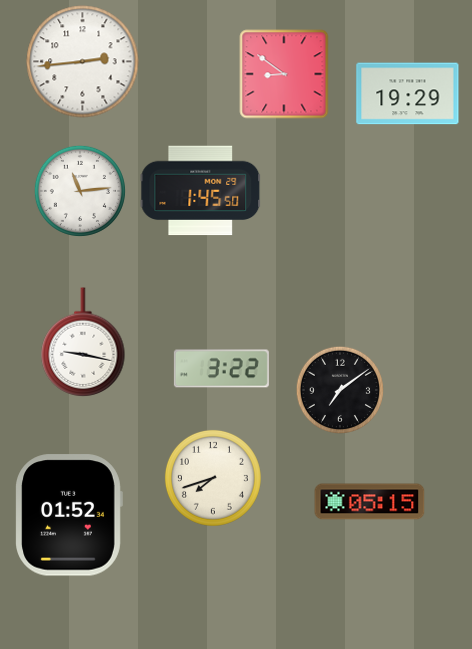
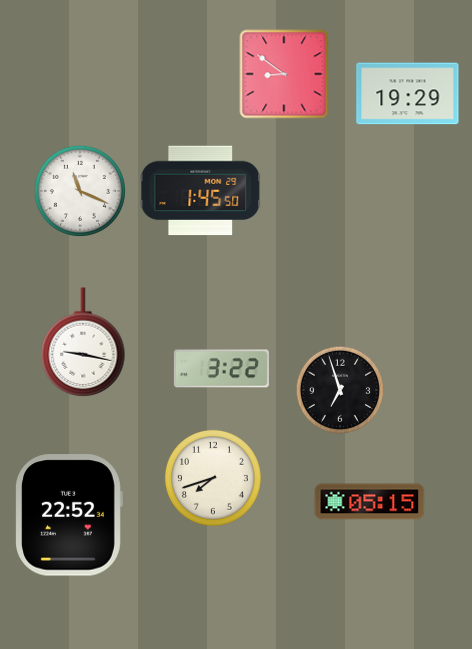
clock at (83, 62): 2:44 -> none
clock at (80, 191): 11:14 -> 11:19
clock at (339, 389): 7:09 -> 6:57
clock at (69, 515): 01:52 -> 22:52
